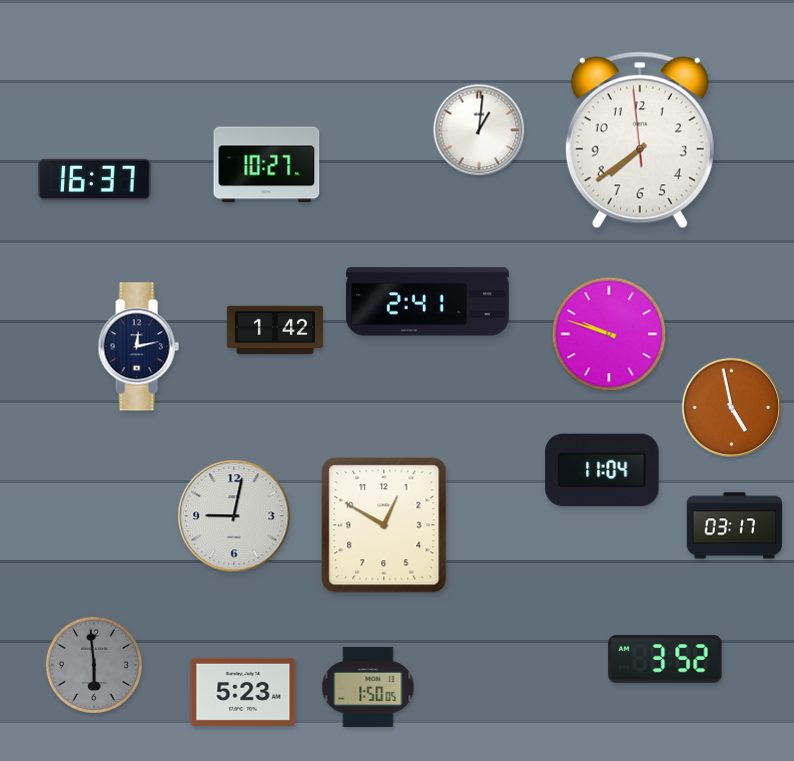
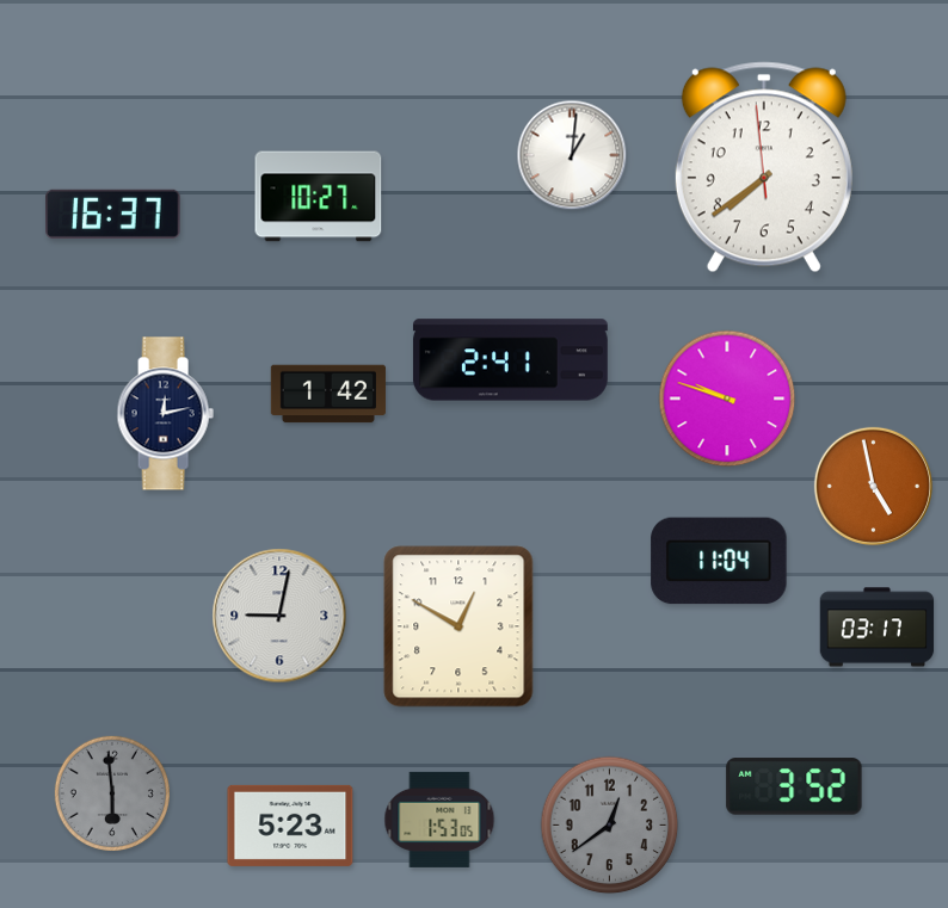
clock at (368, 687): 1:50 -> 1:53
clock at (610, 826): none -> 12:39
